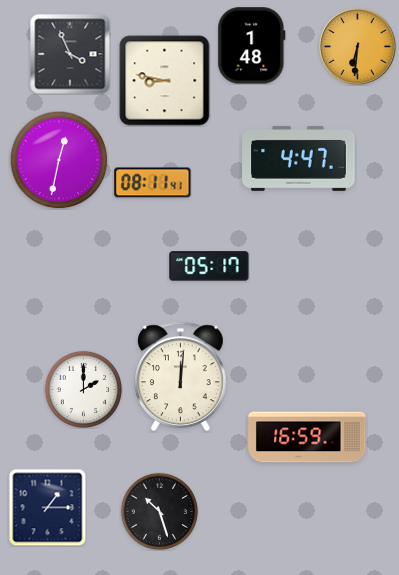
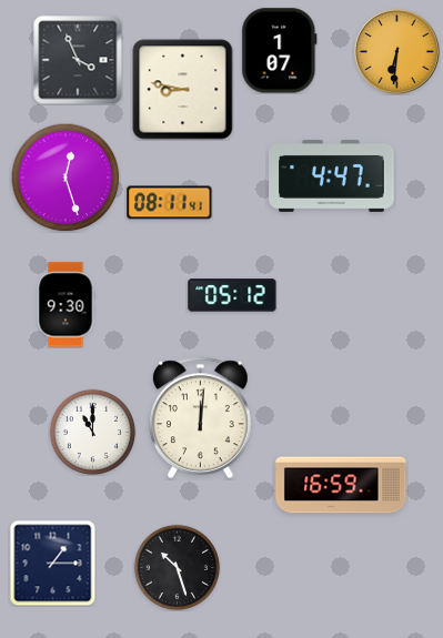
clock at (252, 46): 1:48 -> 1:07
clock at (59, 160): 12:32 -> 12:27
clock at (209, 266): 05:17 -> 05:12
clock at (66, 305): none -> 9:30
clock at (83, 389): 2:00 -> 11:00
